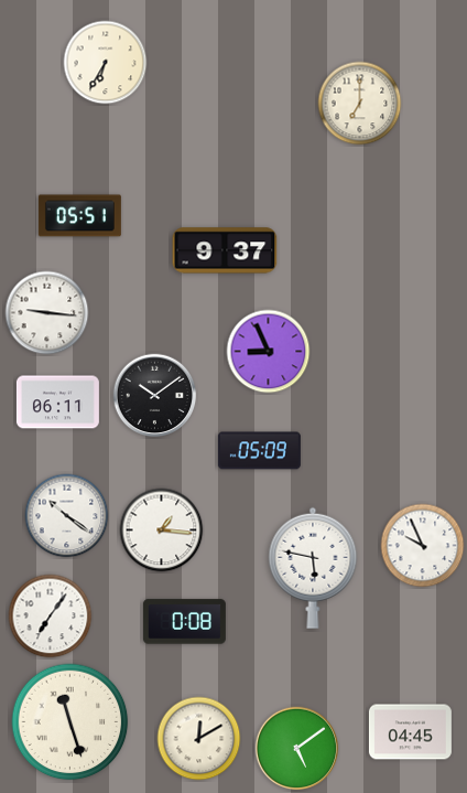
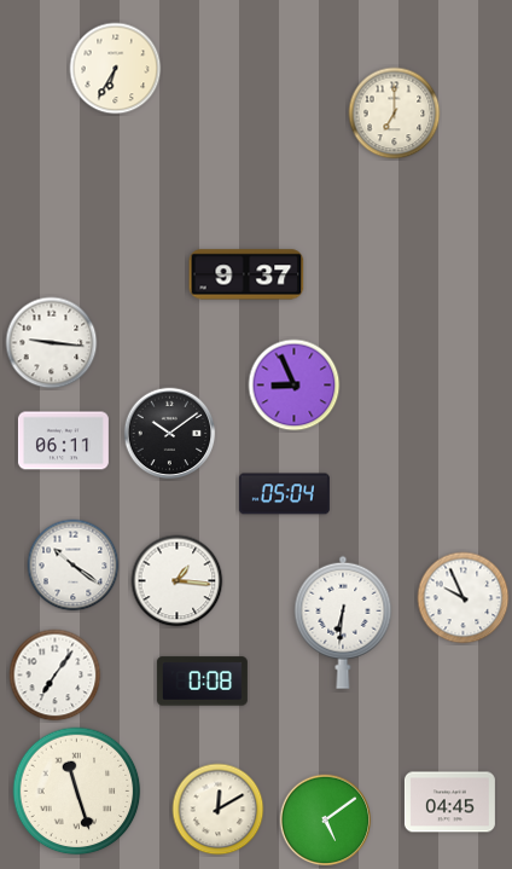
clock at (79, 216): 05:51 -> none
clock at (259, 451): 05:09 -> 05:04
clock at (313, 568): 5:47 -> 6:31
